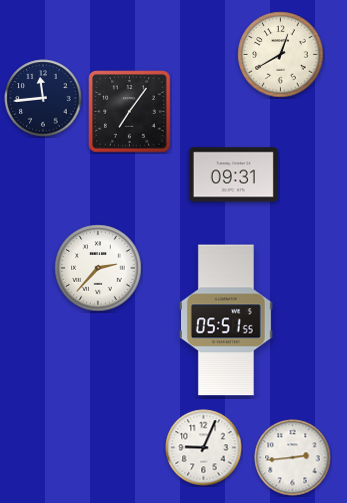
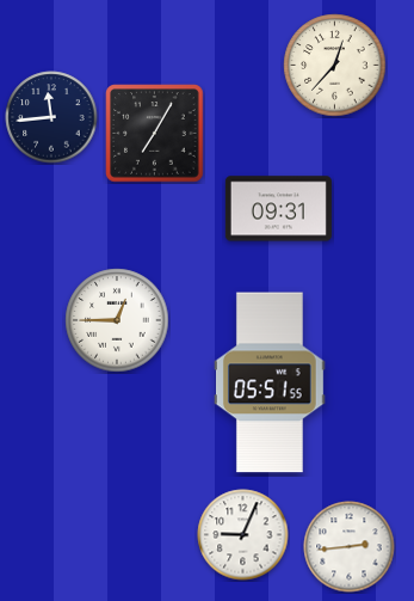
clock at (281, 55): 12:40 -> 12:37
clock at (130, 112): 7:06 -> 7:05
clock at (98, 268): 2:37 -> 12:45
